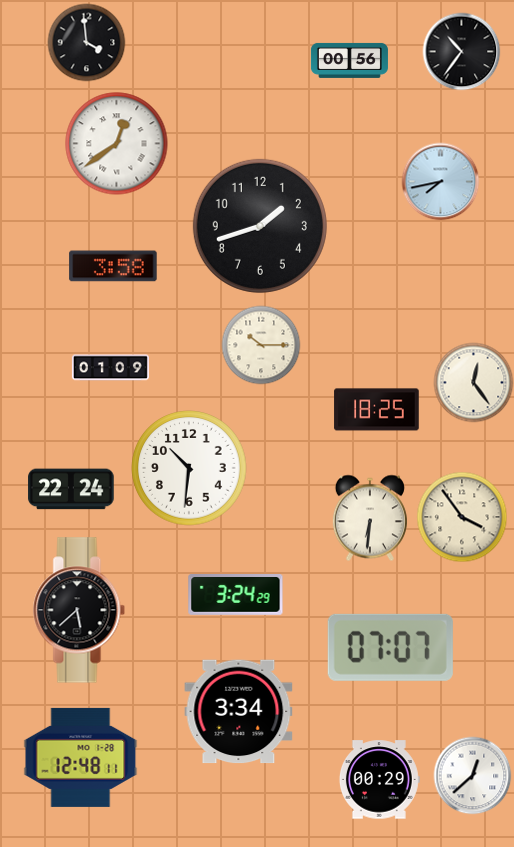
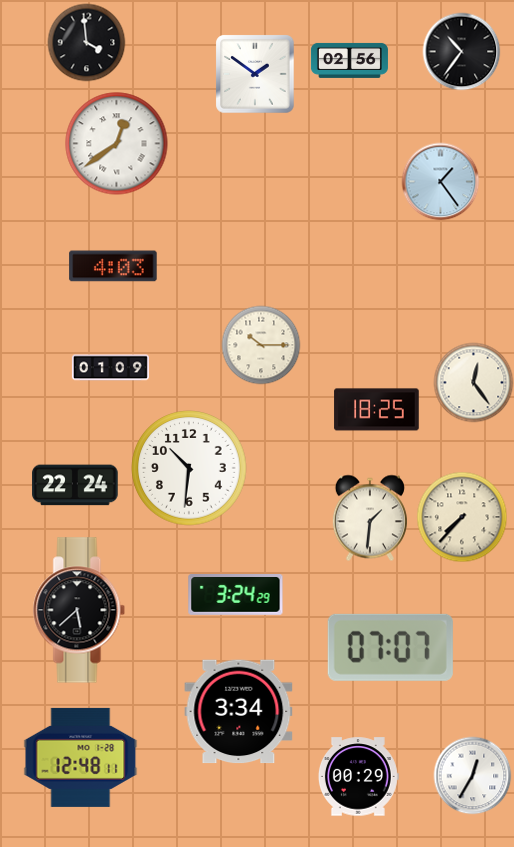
clock at (349, 60): 00:56 -> 02:56
clock at (255, 74): none -> 1:51
clock at (440, 181): 7:43 -> 1:24
clock at (260, 226): 1:42 -> none
clock at (113, 266): 3:58 -> 4:03
clock at (71, 489) position: (71, 489) -> (75, 485)
clock at (462, 517): 3:54 -> 7:37
clock at (370, 518): 6:31 -> 1:31
clock at (472, 775): 12:38 -> 12:35
clock at (379, 780) position: (379, 780) -> (358, 777)
